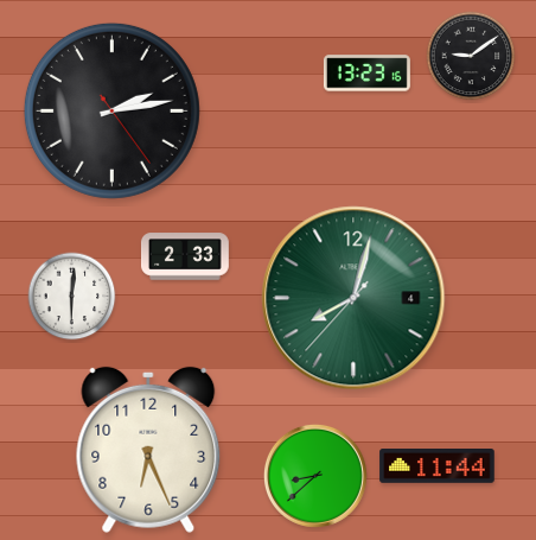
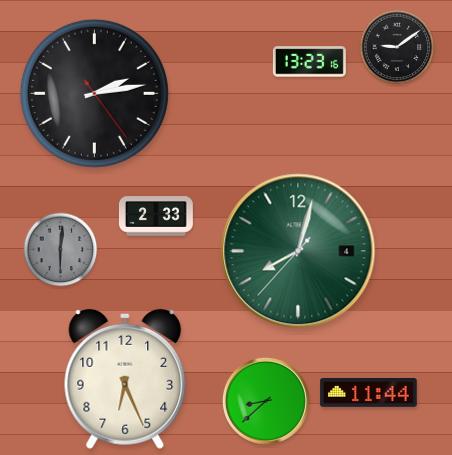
clock at (72, 297) dial: white -> grey
